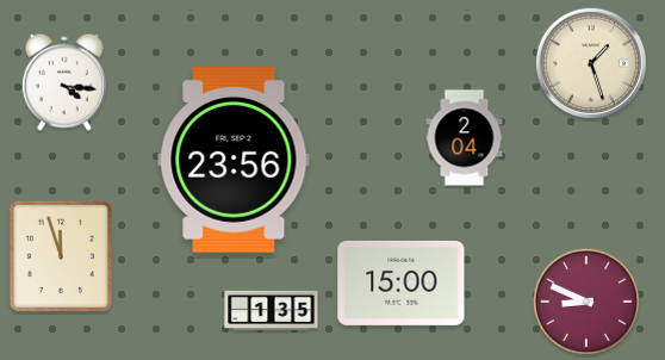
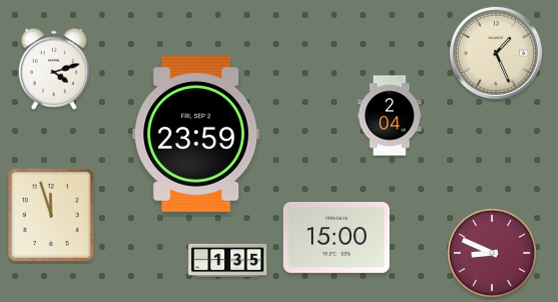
clock at (591, 63): 1:27 -> 1:26
clock at (64, 82): 4:16 -> 4:12
clock at (234, 161): 23:56 -> 23:59
